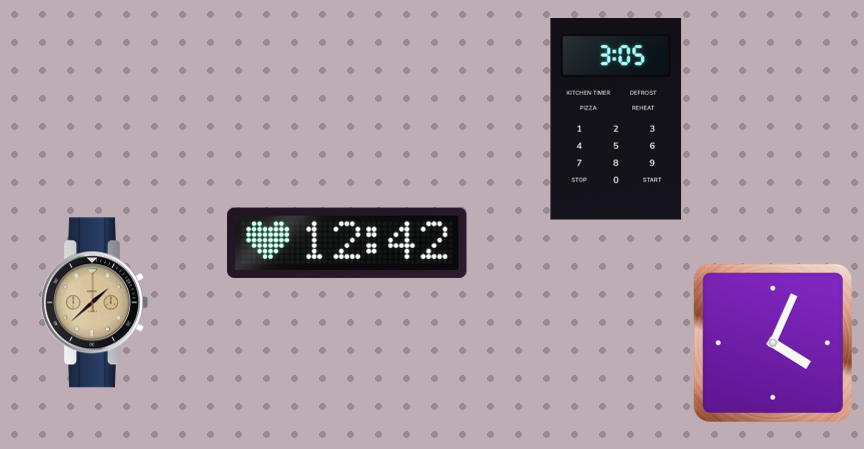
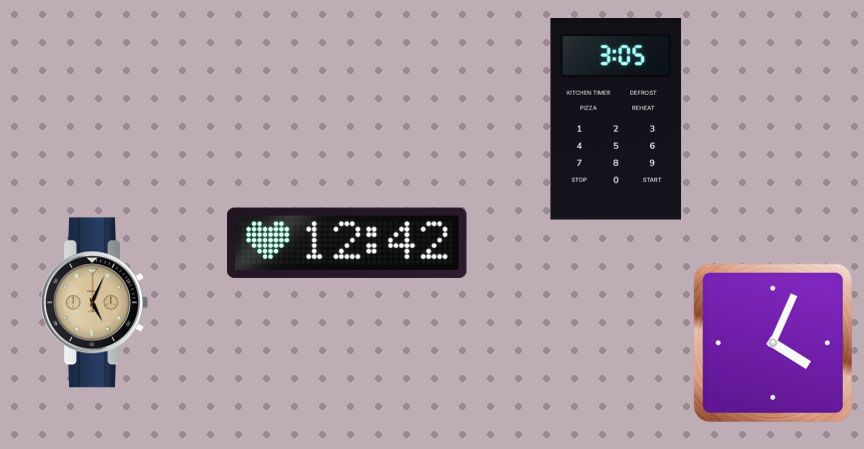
clock at (94, 303): 1:38 -> 5:04
